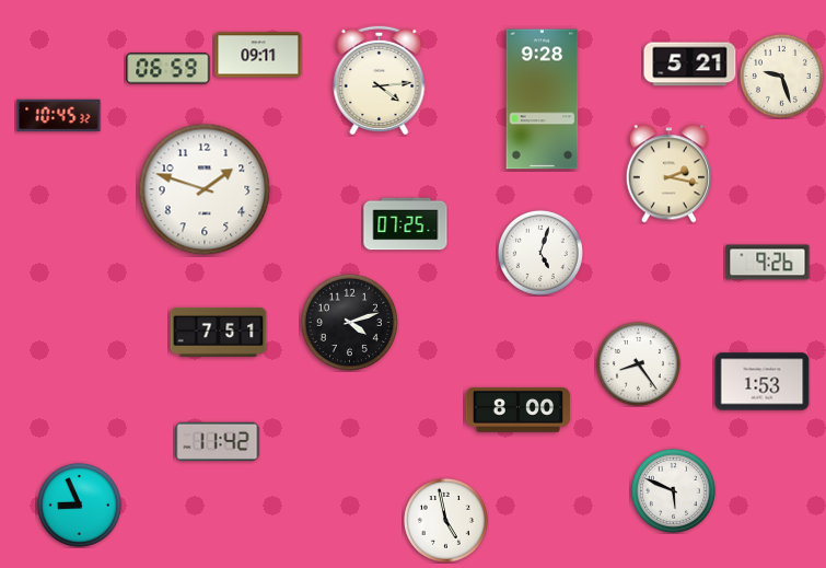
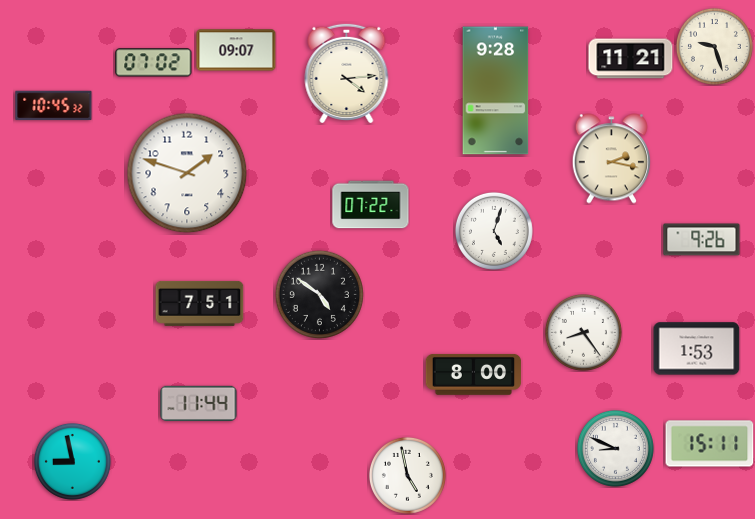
clock at (258, 55): 09:11 -> 09:07
clock at (690, 65): 5:21 -> 11:21
clock at (168, 69): 06:59 -> 07:02
clock at (781, 76) position: (781, 76) -> (714, 46)
clock at (406, 224): 07:25 -> 07:22
clock at (349, 322): 4:12 -> 4:51
clock at (218, 441): 11:42 -> 11:44
clock at (710, 444): none -> 15:11
clock at (673, 490): 5:49 -> 8:49
clock at (79, 505): 8:56 -> 8:58
